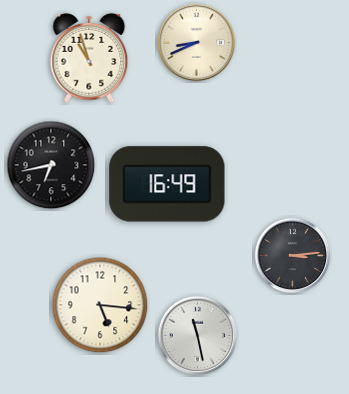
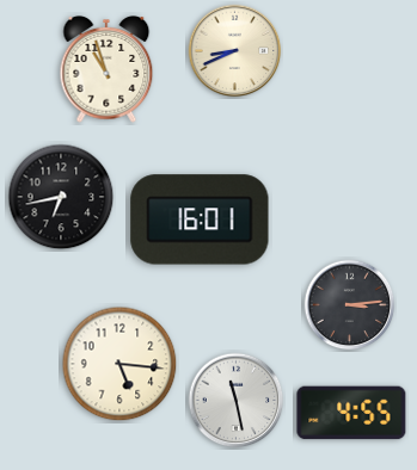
clock at (167, 184): 16:49 -> 16:01
clock at (351, 413): none -> 4:55
